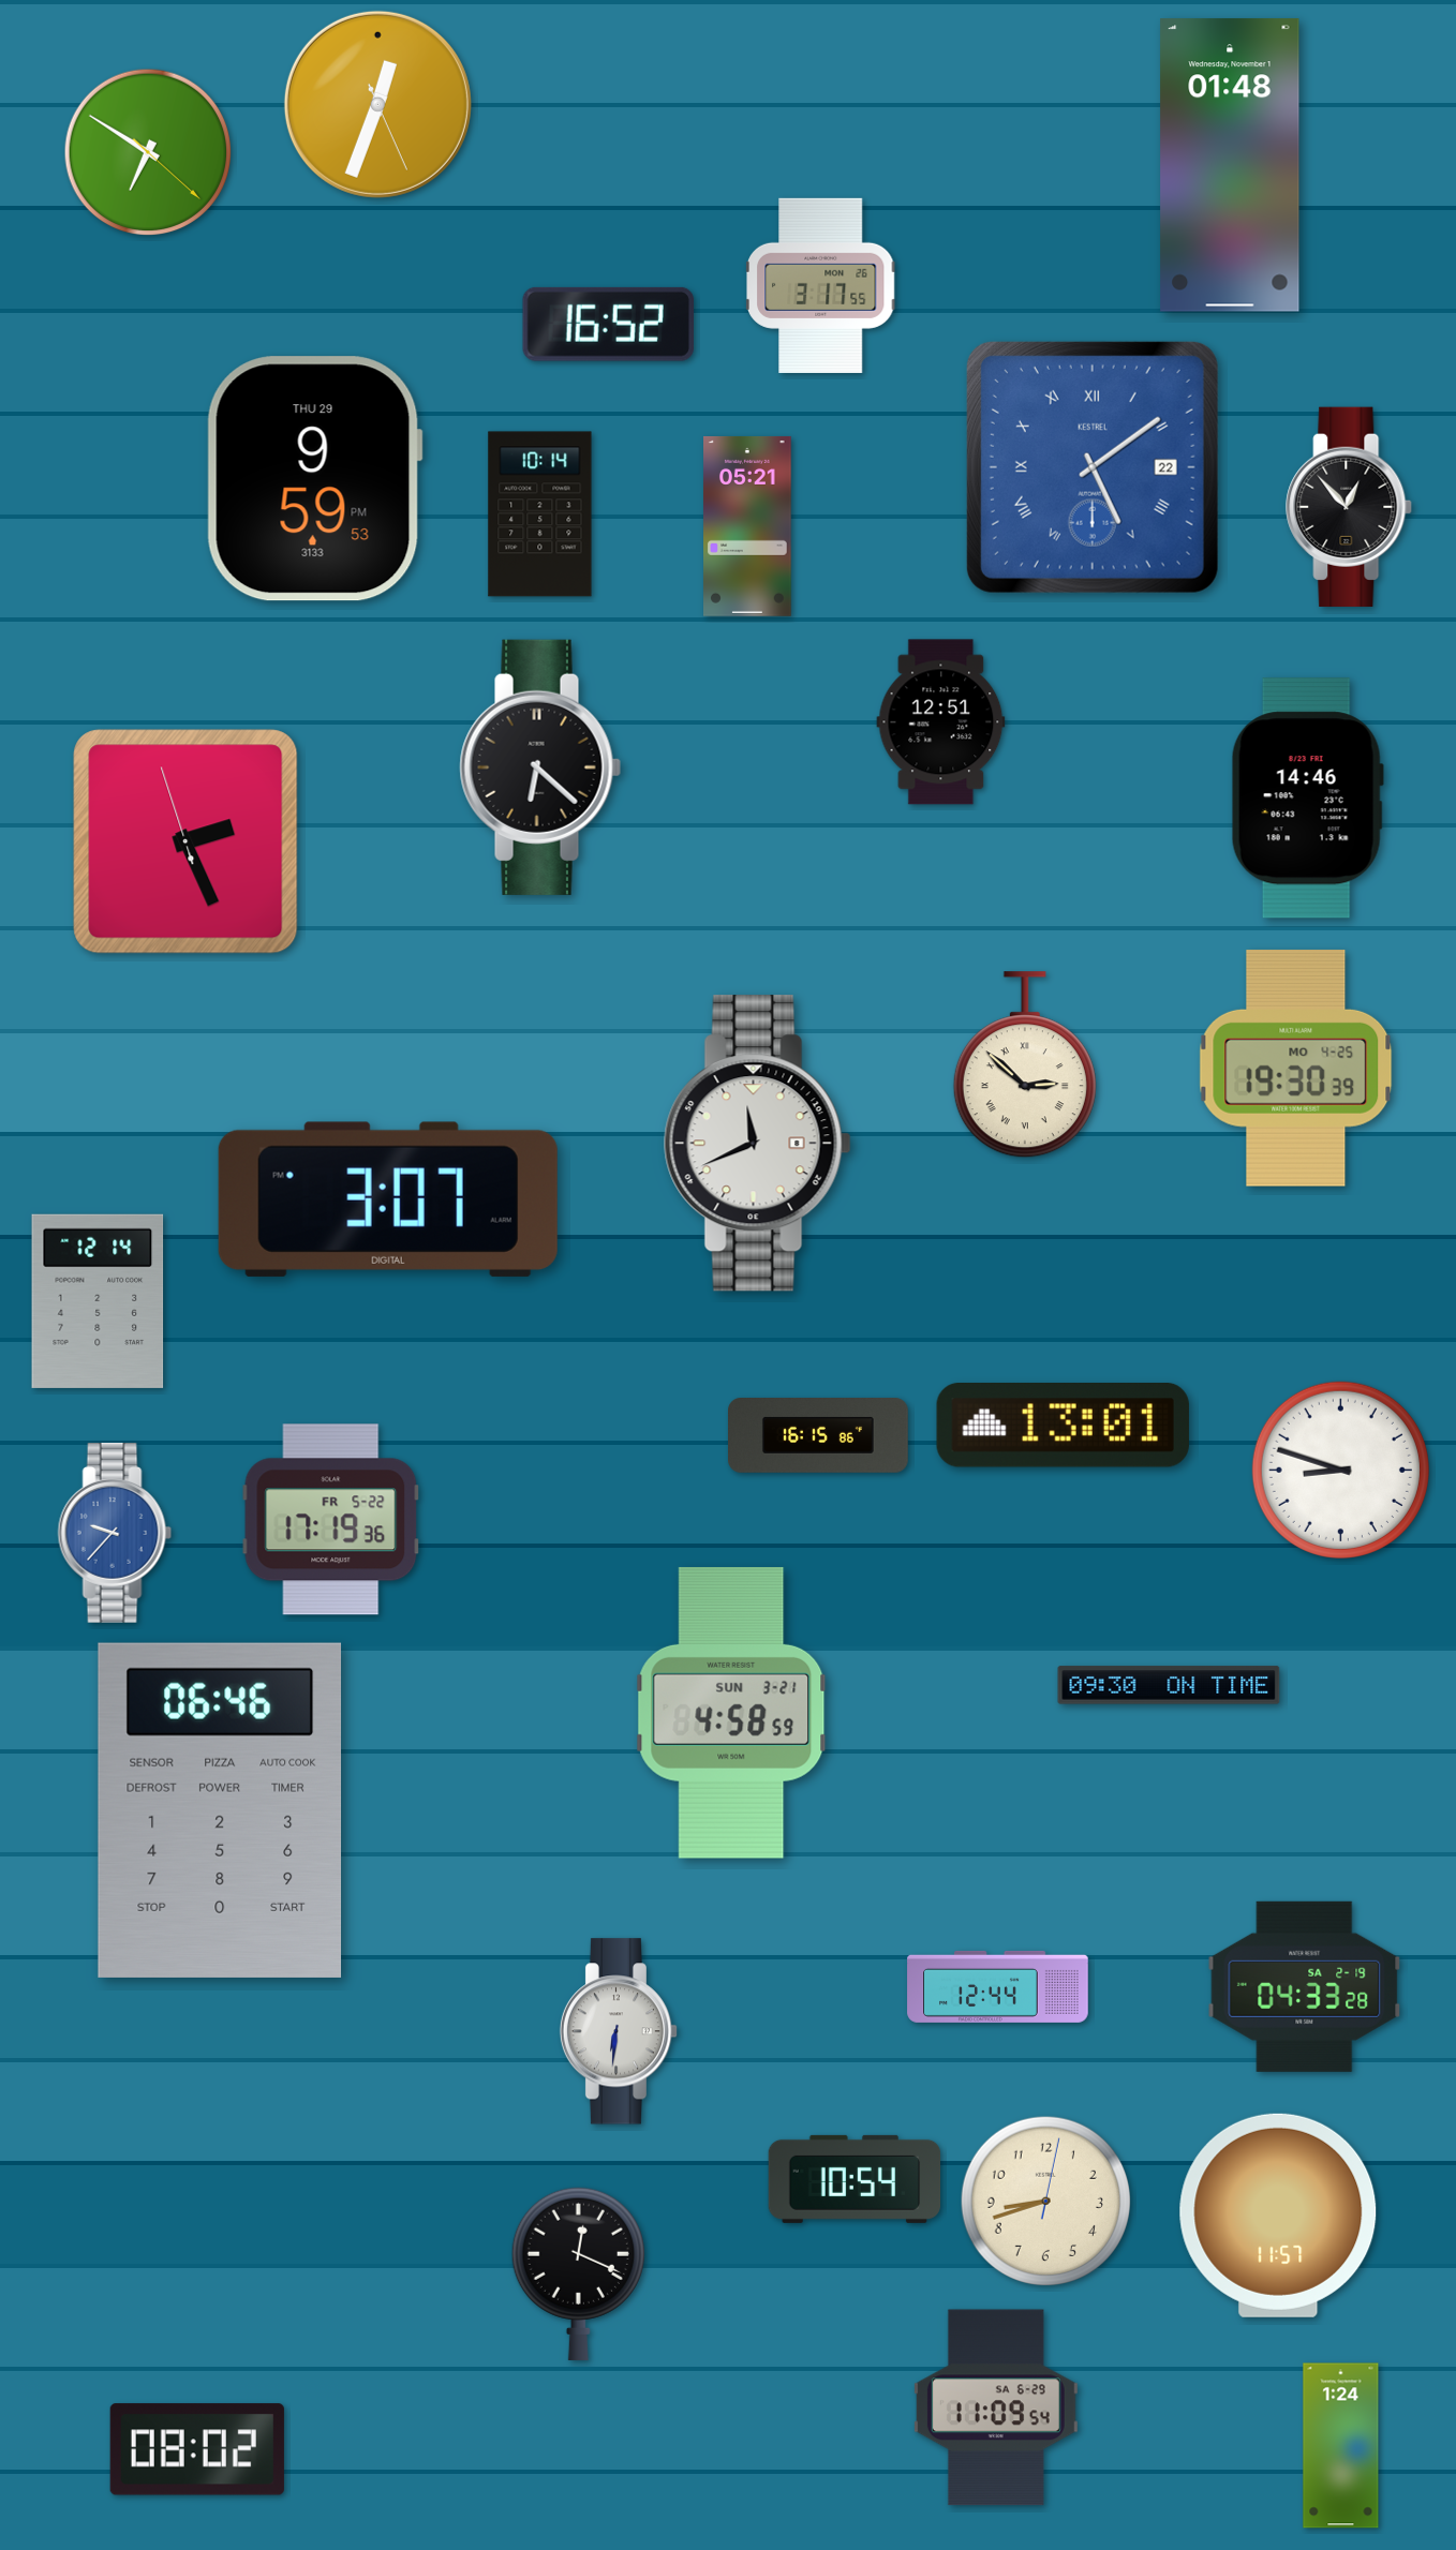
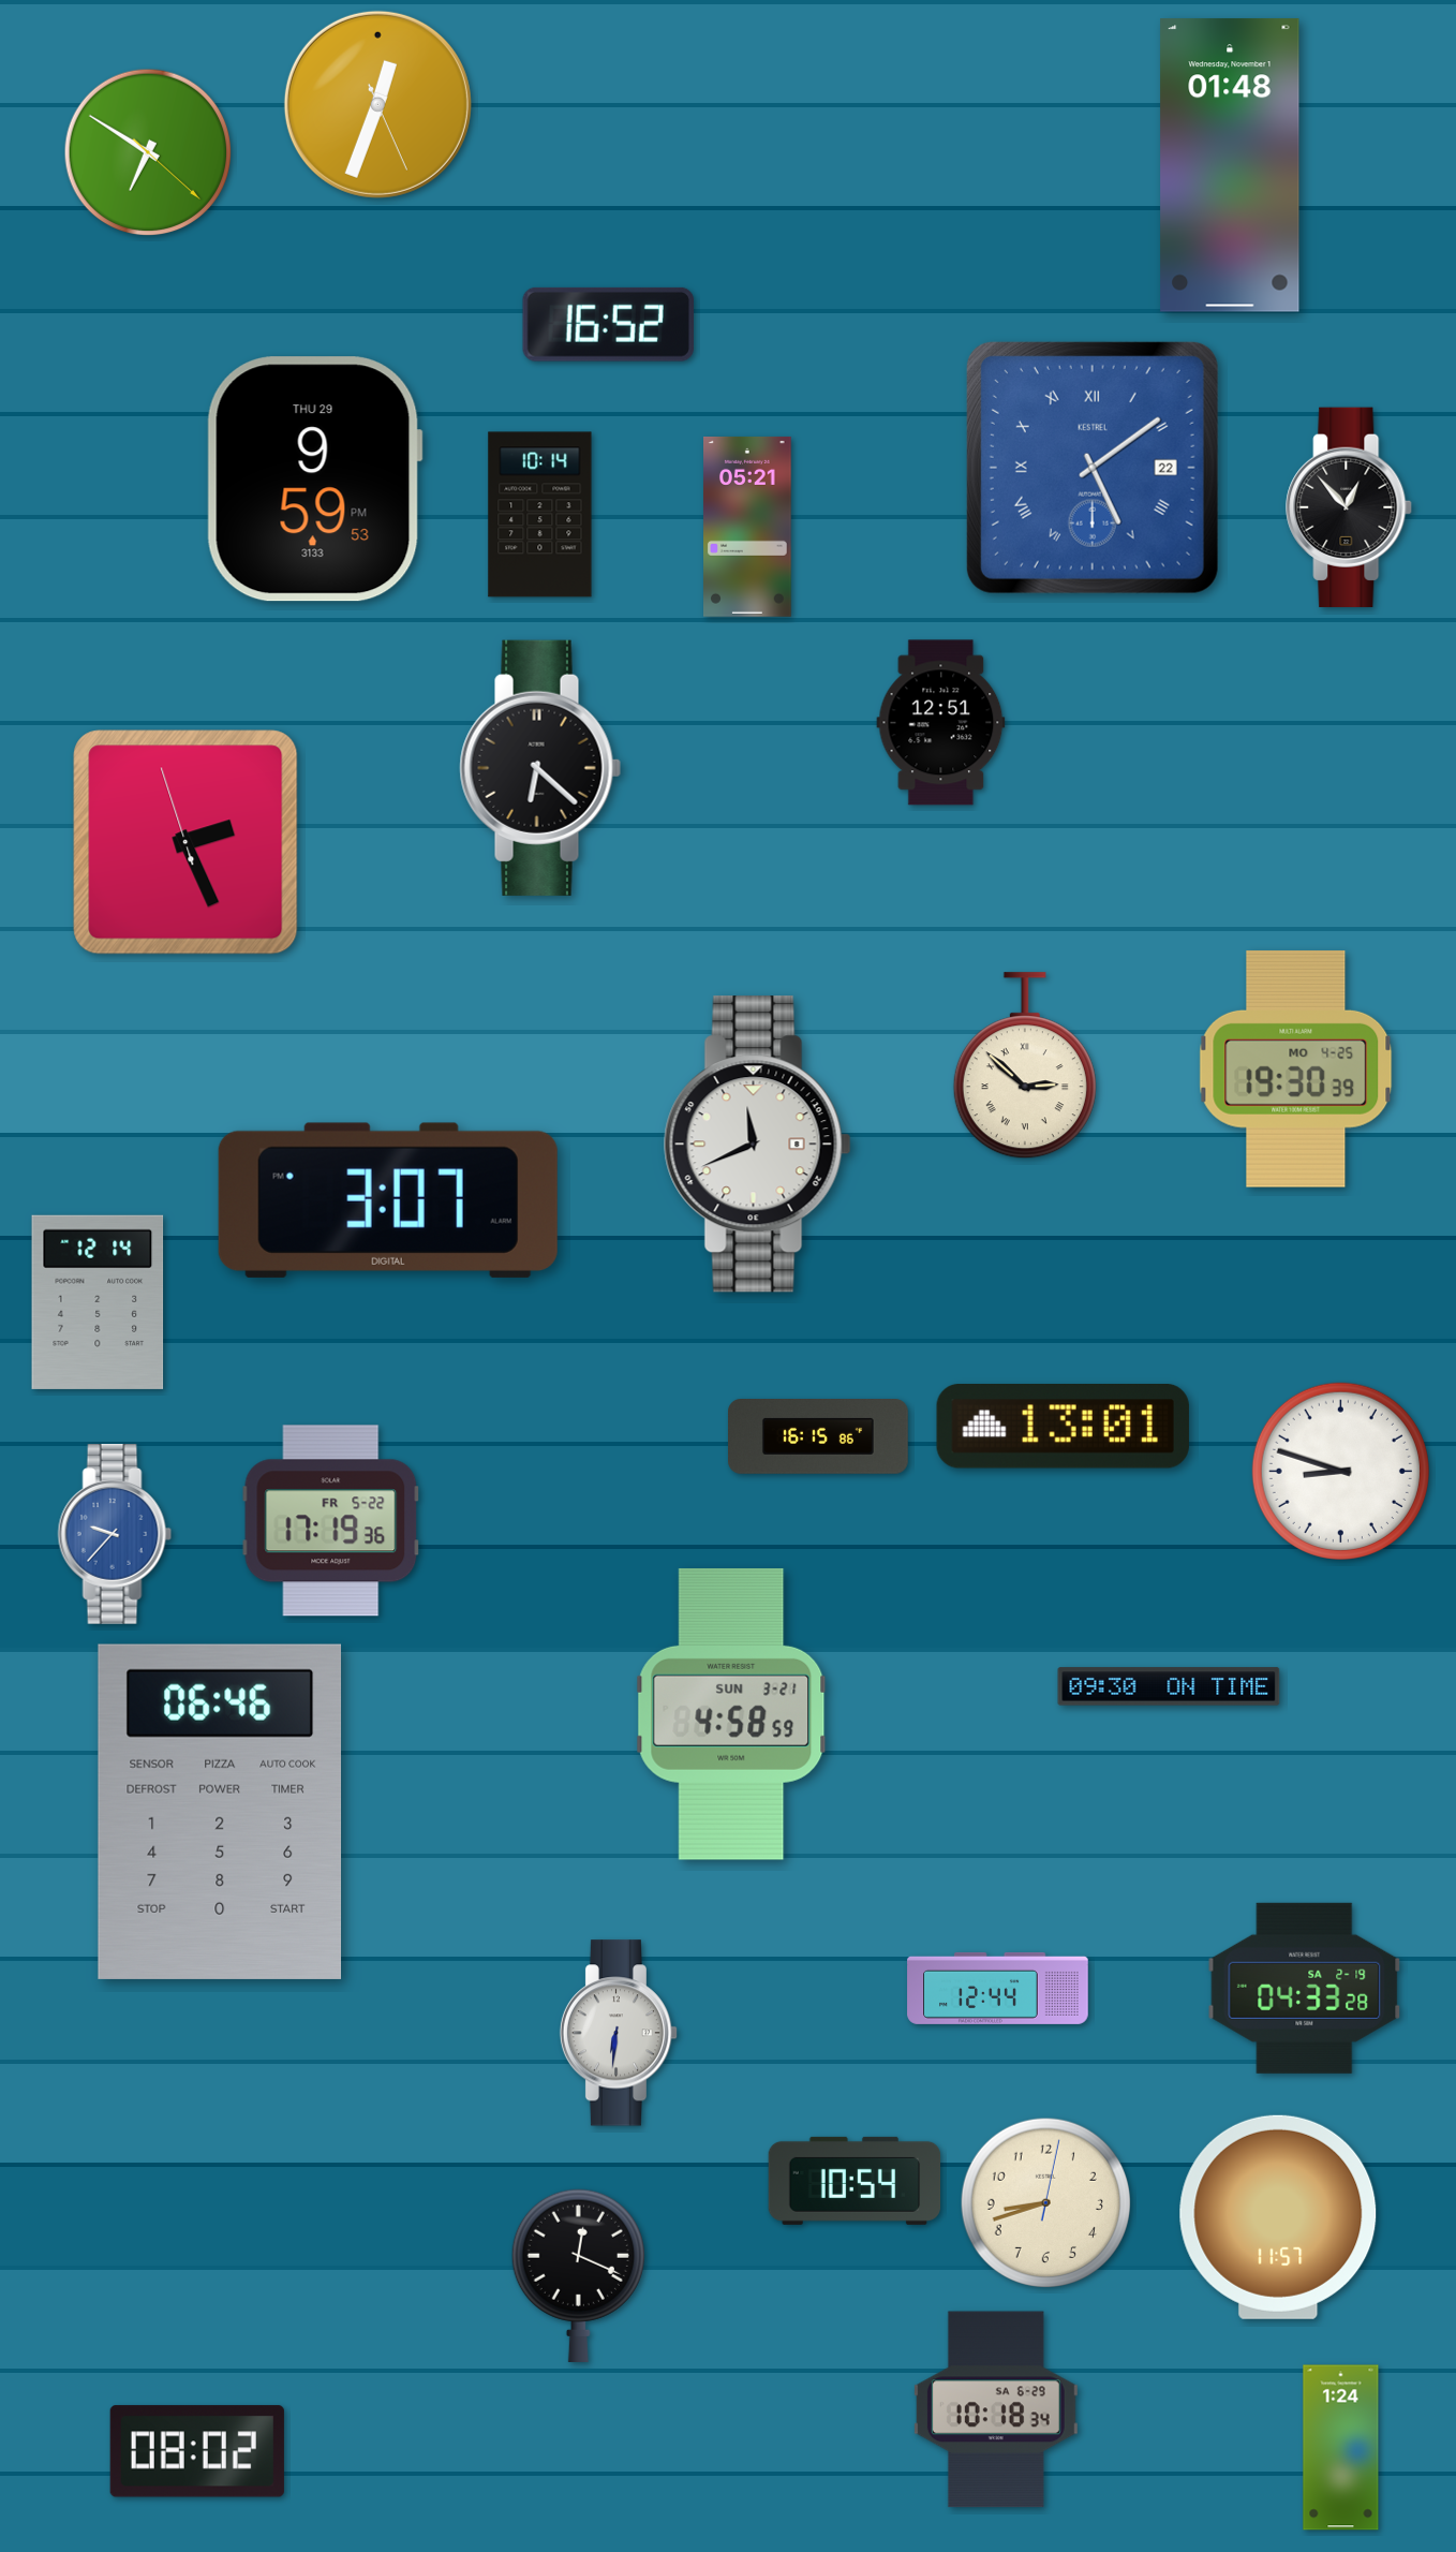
clock at (822, 285): 3:17 -> none
clock at (1307, 799): 14:46 -> none
clock at (996, 2407): 11:09 -> 10:18
